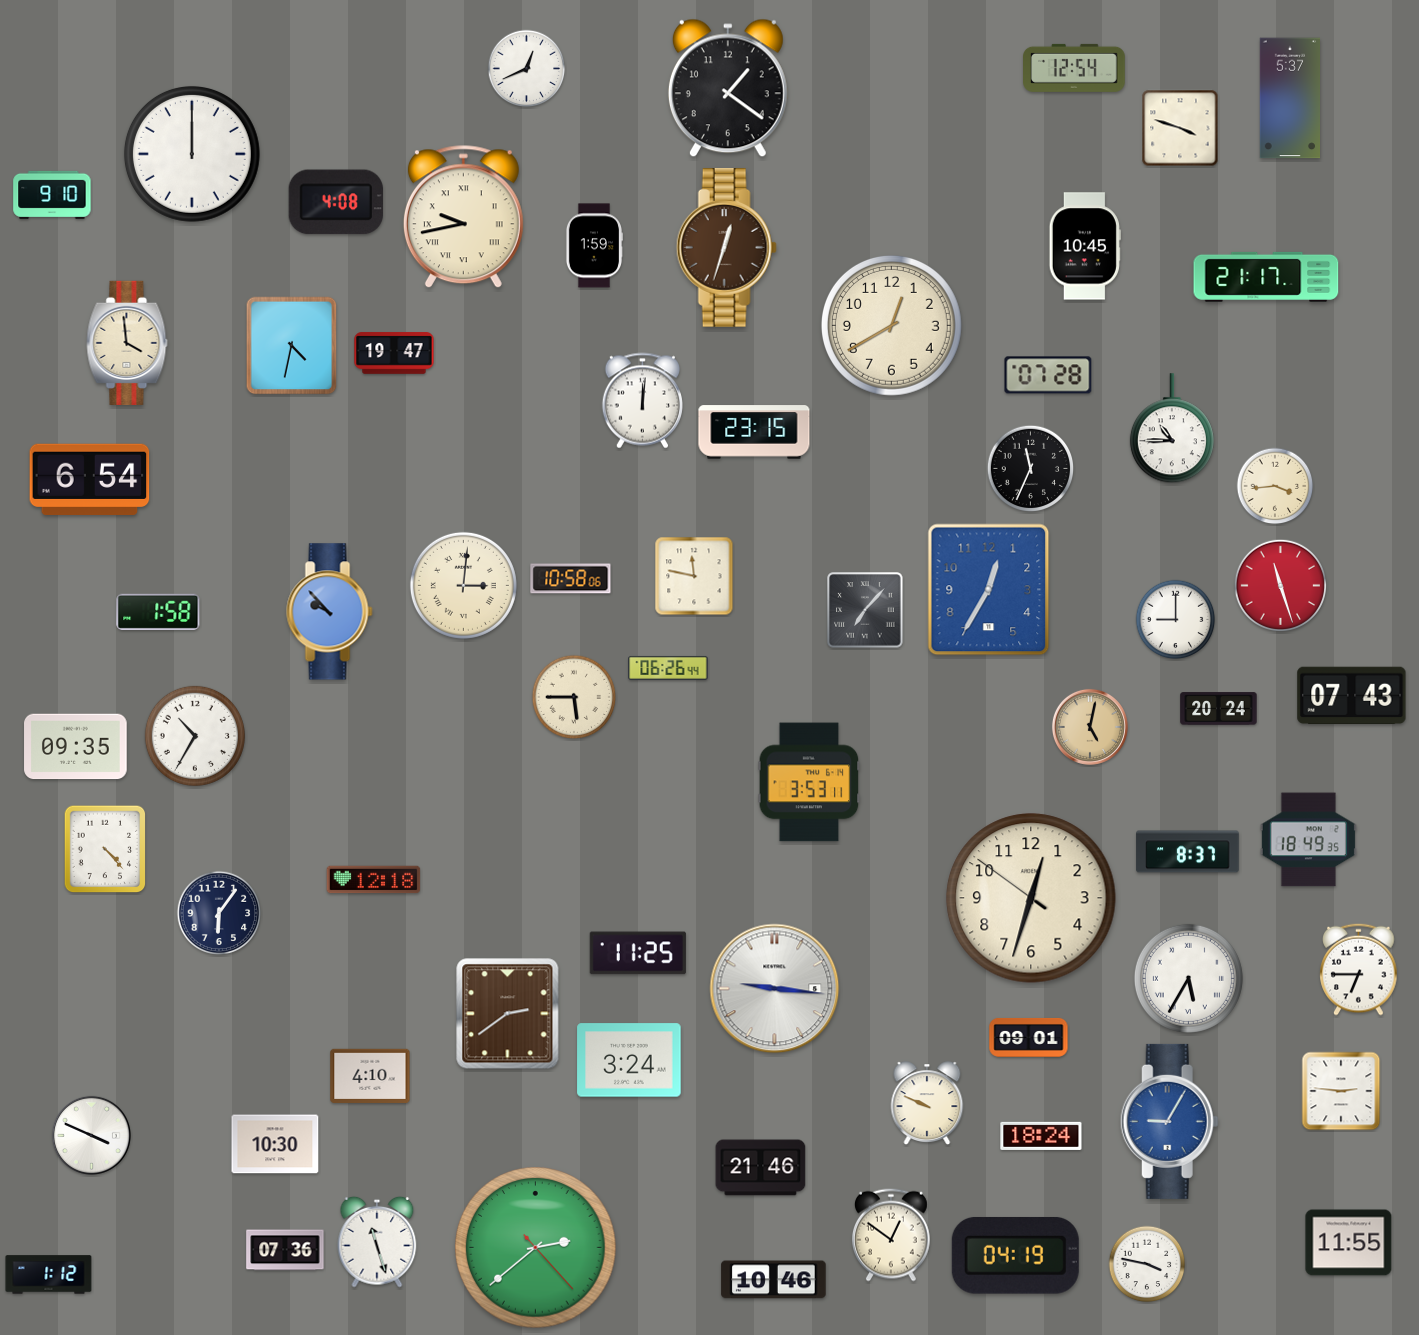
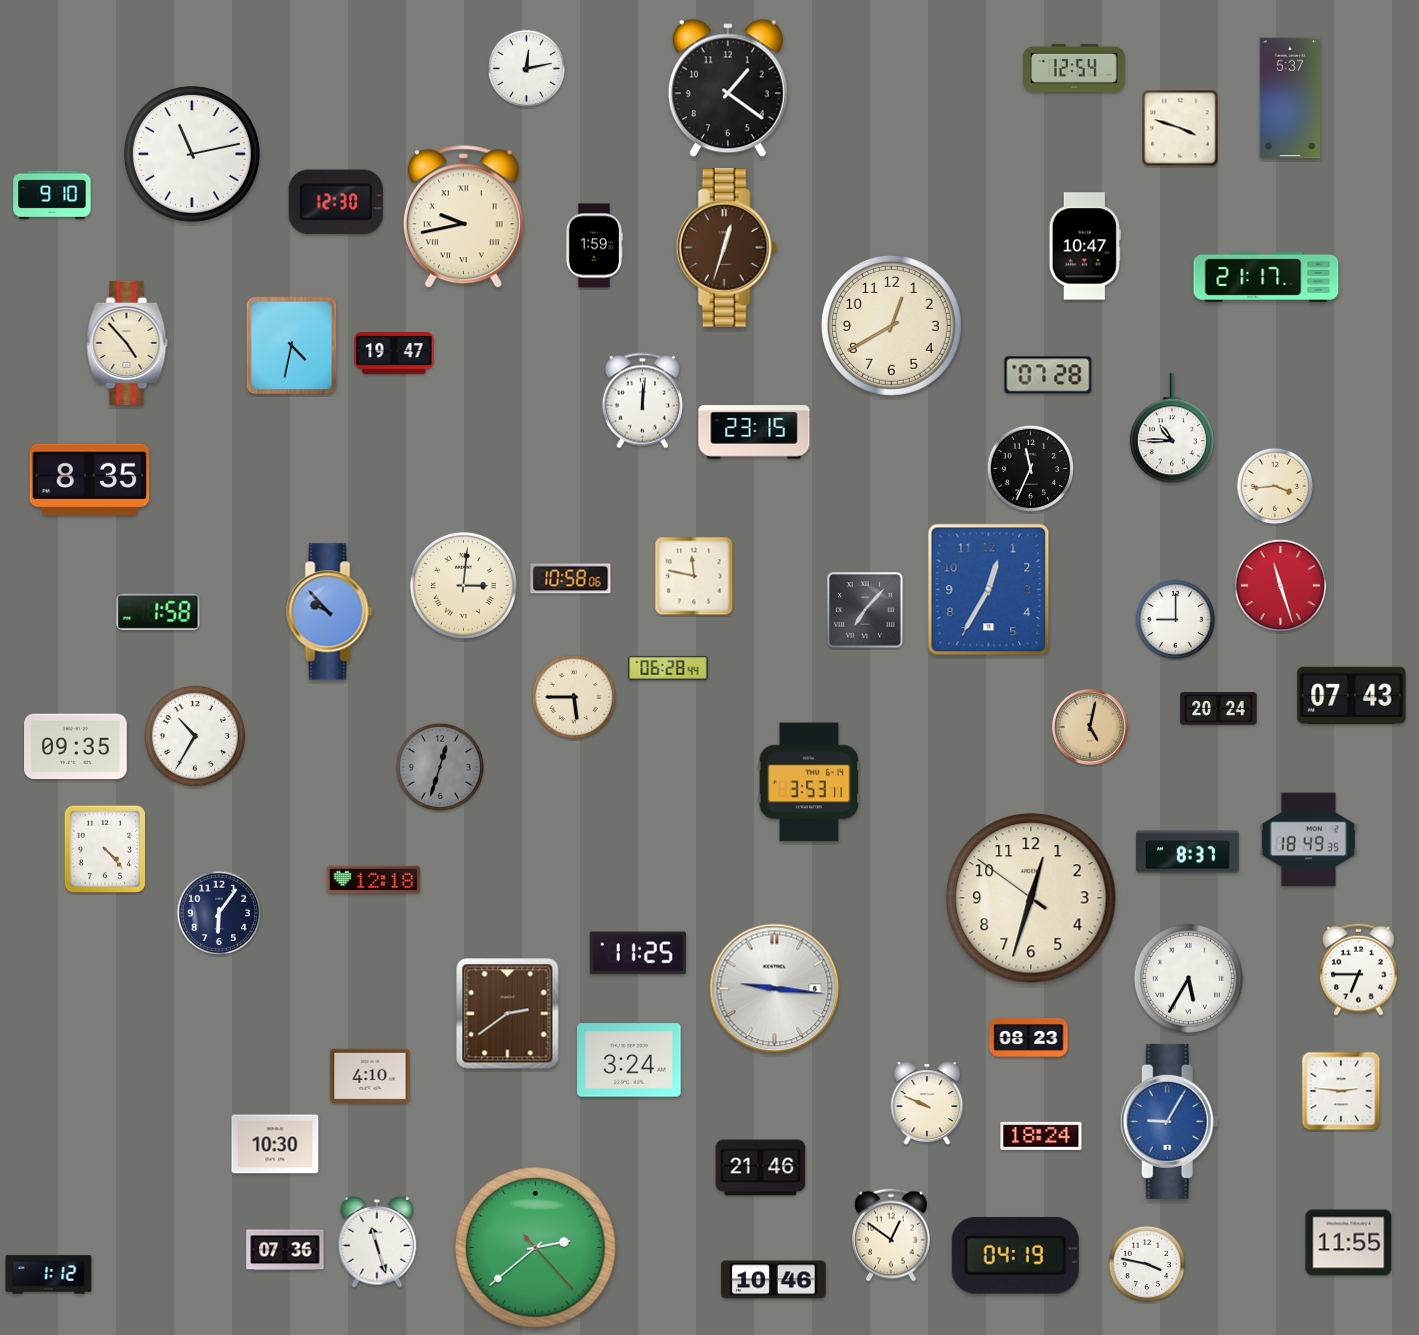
clock at (527, 69): 12:41 -> 12:13
clock at (192, 154): 12:00 -> 11:13
clock at (336, 202): 4:08 -> 12:30
clock at (1085, 246): 10:45 -> 10:47
clock at (127, 343): 3:59 -> 4:53
clock at (90, 480): 6:54 -> 8:35
clock at (668, 668): 06:26 -> 06:28
clock at (440, 767): none -> 12:33
clock at (1029, 1037): 09:01 -> 08:23
clock at (91, 1135): 3:49 -> none
